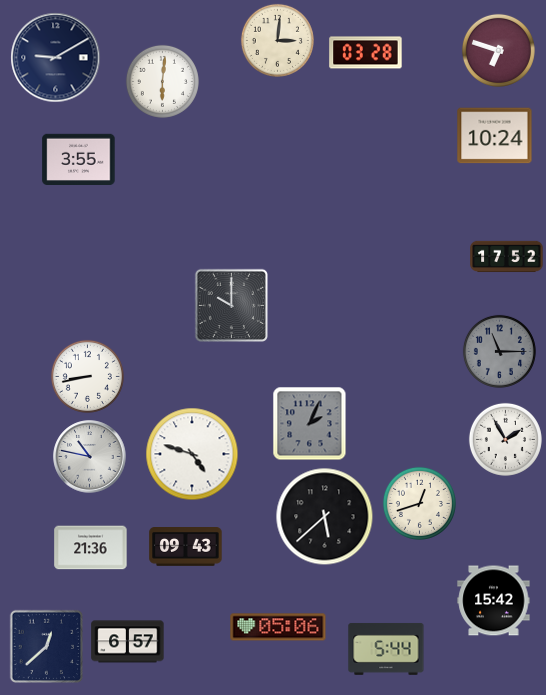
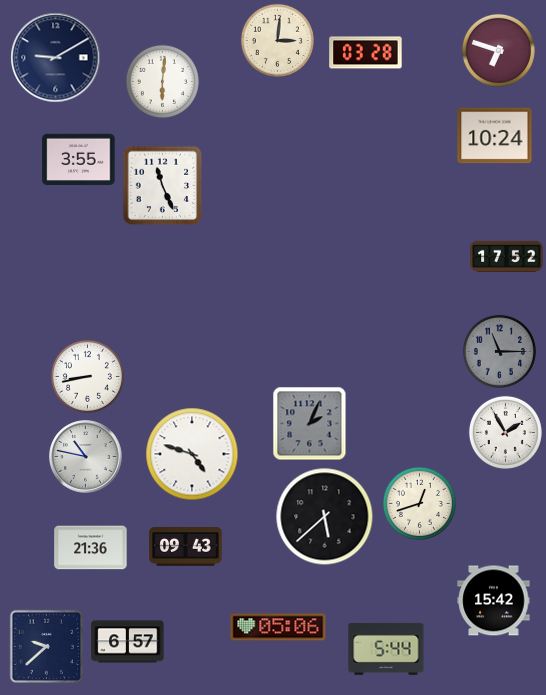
clock at (163, 186): none -> 11:26
clock at (232, 306): 10:00 -> none
clock at (505, 439) position: (505, 439) -> (505, 432)
clock at (90, 457) position: (90, 457) -> (86, 457)
clock at (47, 647): 12:38 -> 9:38
